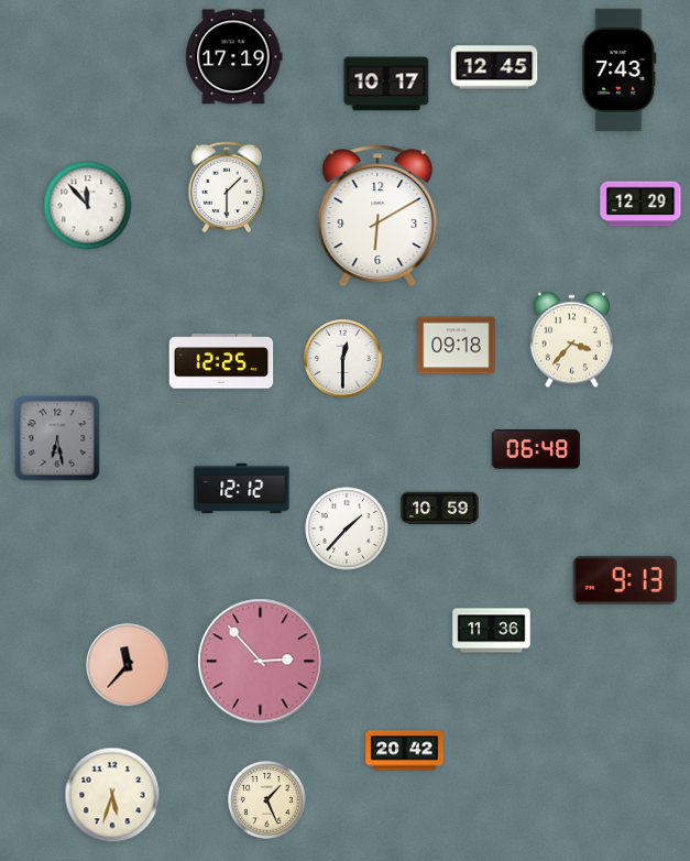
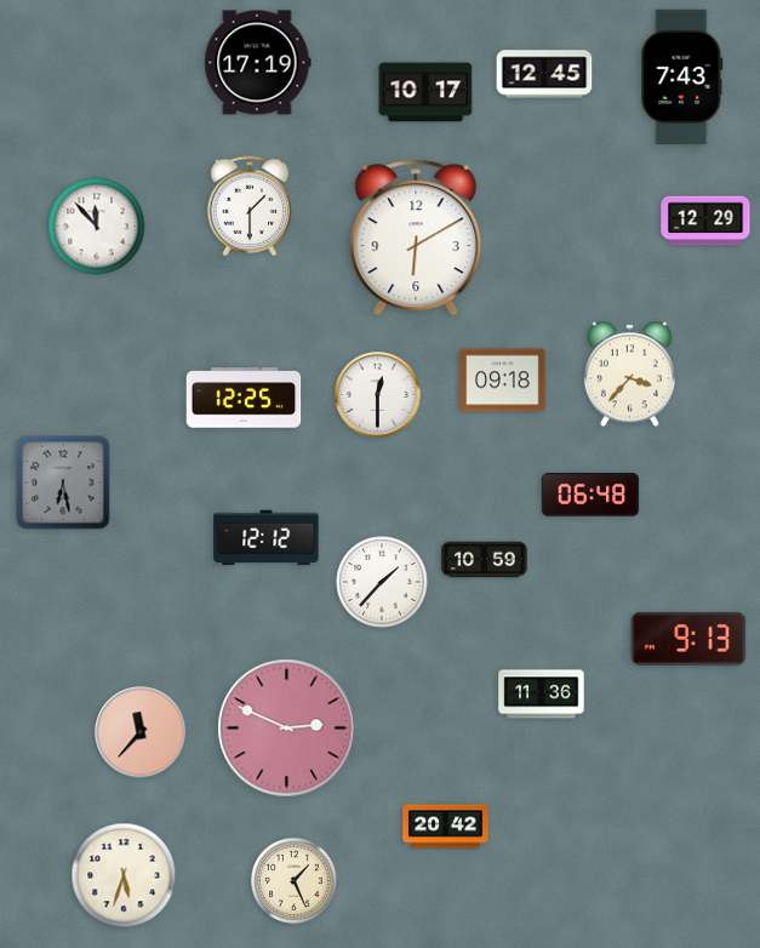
clock at (640, 204) position: (640, 204) -> (705, 221)
clock at (261, 662): 2:53 -> 2:49
